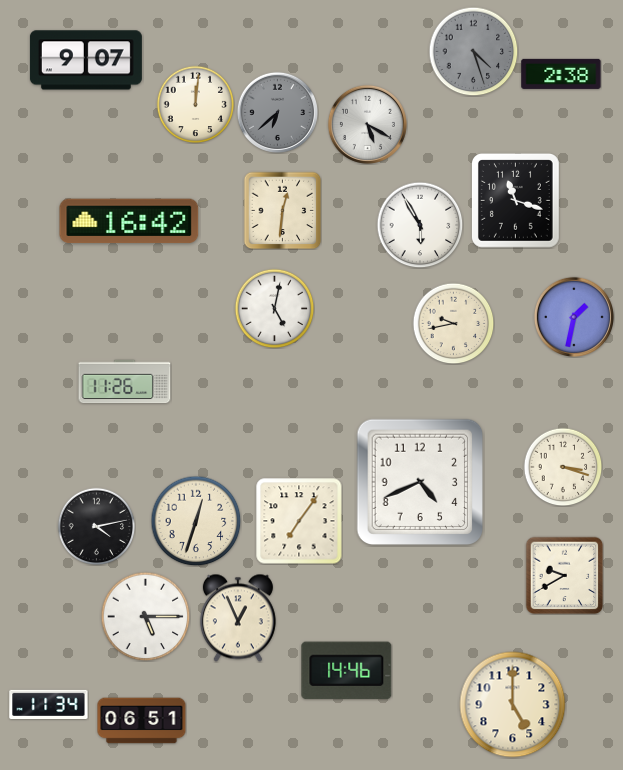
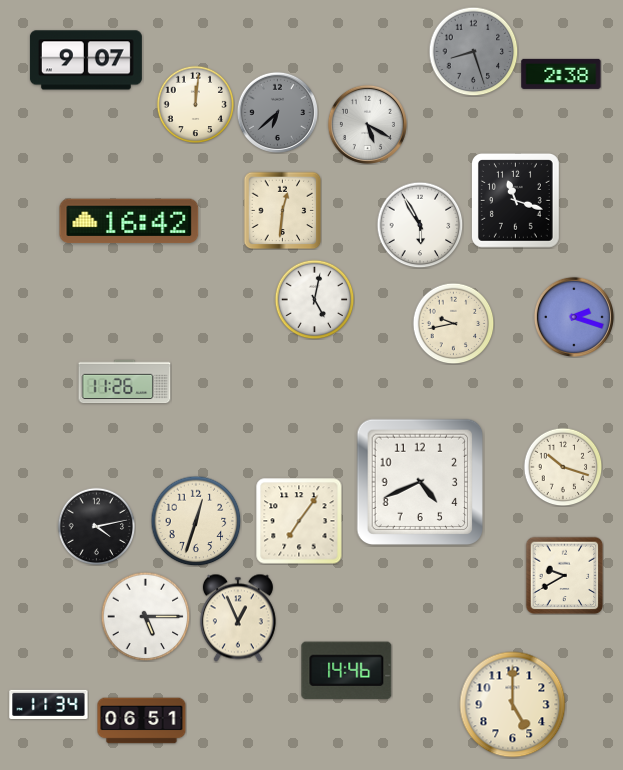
clock at (473, 51): 4:27 -> 8:27
clock at (274, 308) position: (274, 308) -> (314, 299)
clock at (574, 317): 1:32 -> 2:18
clock at (563, 467): 3:18 -> 10:18
